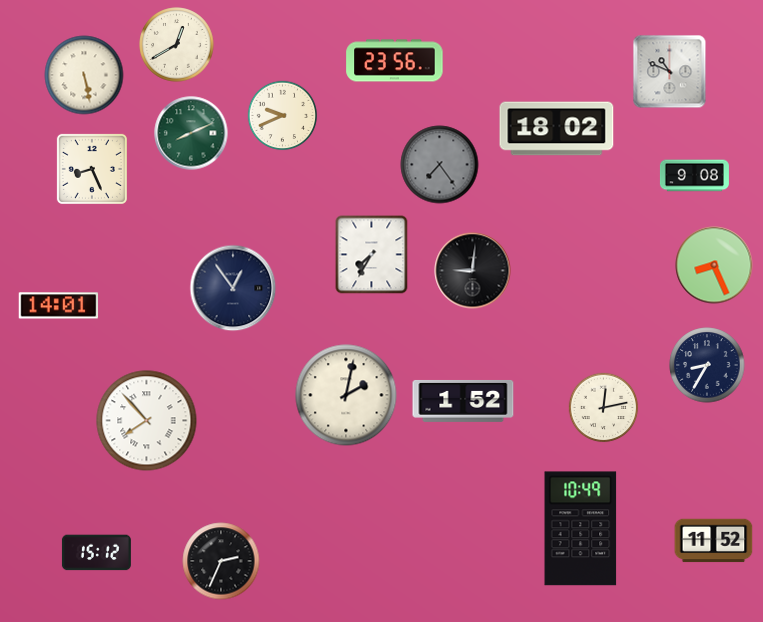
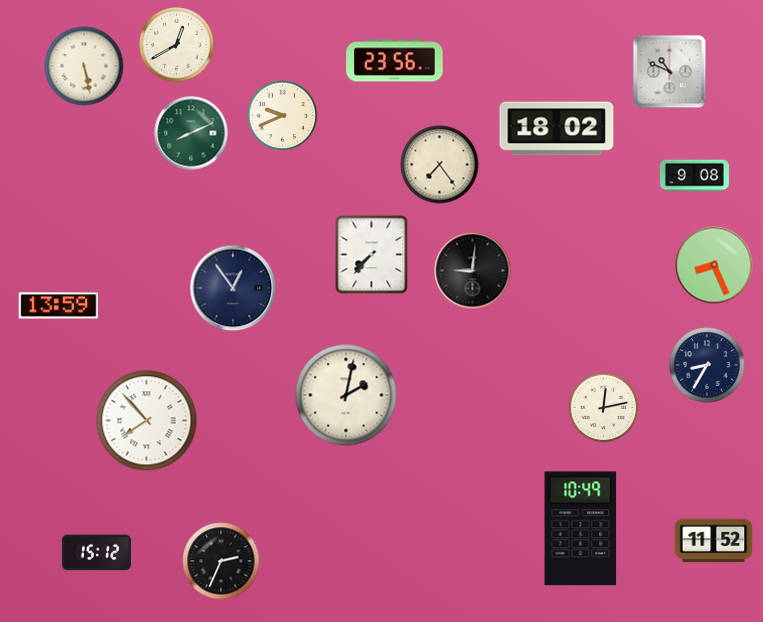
clock at (84, 75) position: (84, 75) -> (84, 66)
clock at (440, 165) dial: grey -> cream
clock at (92, 169): 8:26 -> none
clock at (372, 255): 7:35 -> 7:37
clock at (59, 306): 14:01 -> 13:59
clock at (463, 401): 1:52 -> none
